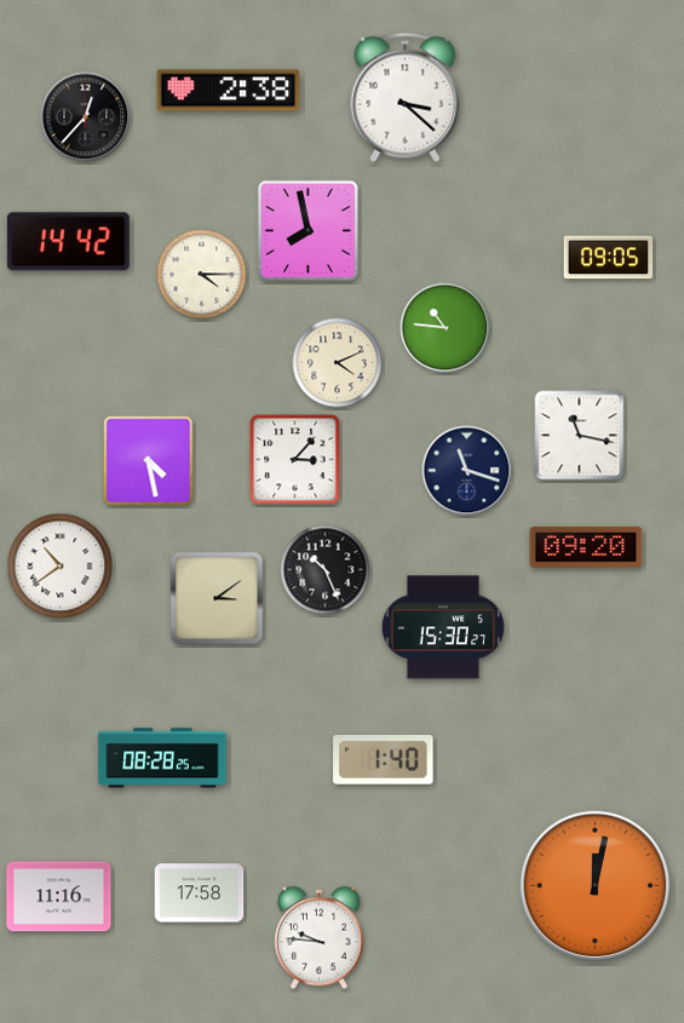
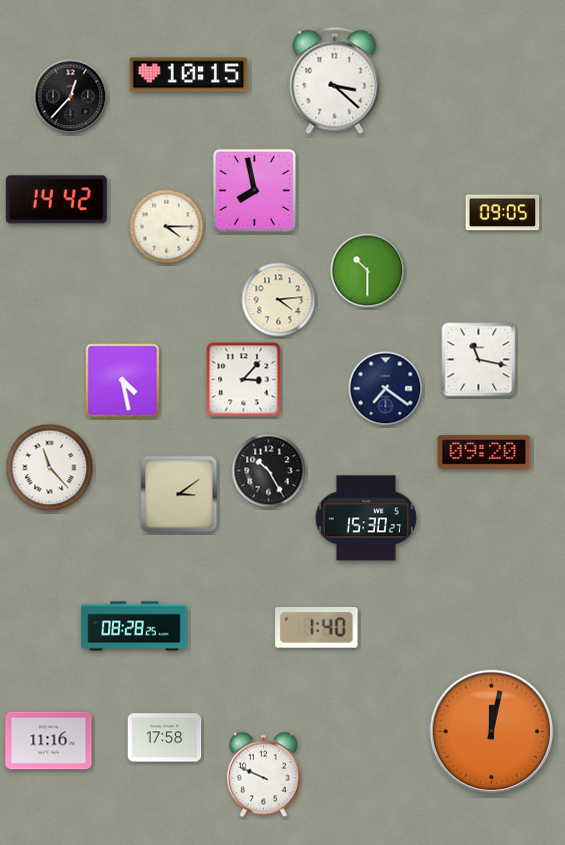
clock at (229, 91): 2:38 -> 10:15
clock at (446, 328): 10:46 -> 10:30
clock at (338, 363): 4:11 -> 4:14
clock at (467, 471): 11:18 -> 7:21
clock at (61, 567): 10:39 -> 11:23
clock at (326, 570): 10:26 -> 10:25
clock at (320, 938): 9:46 -> 9:49
